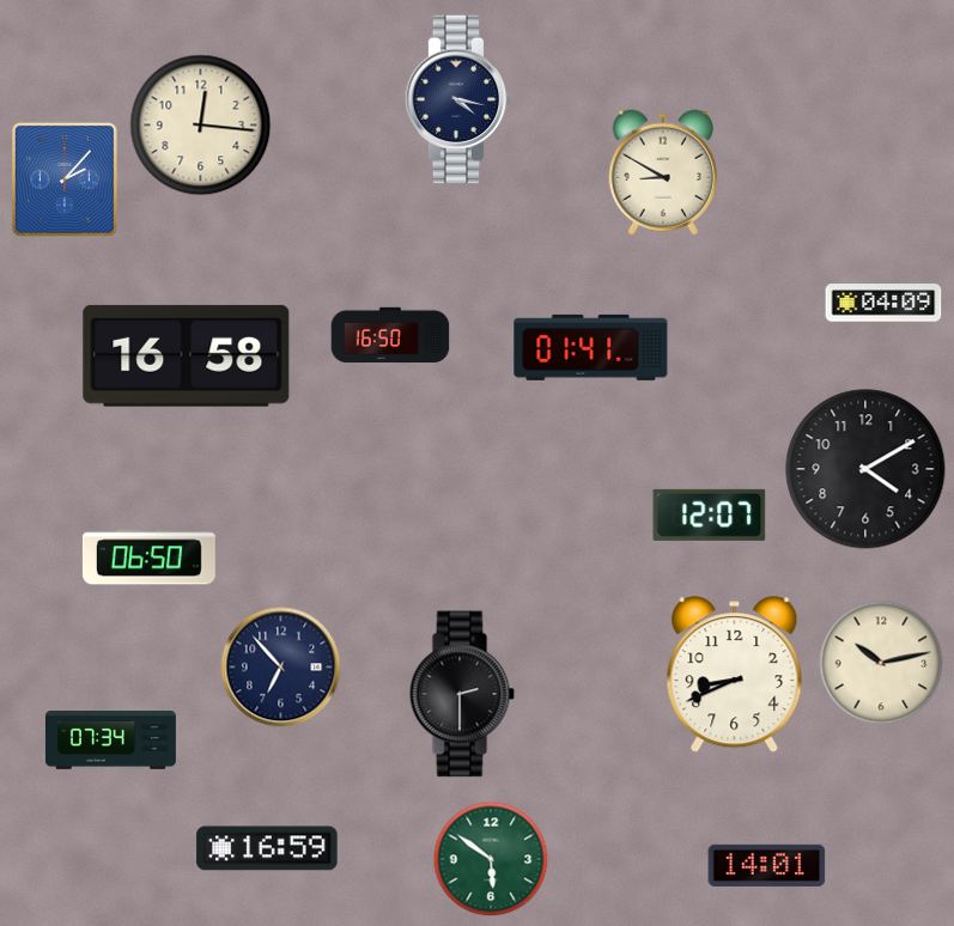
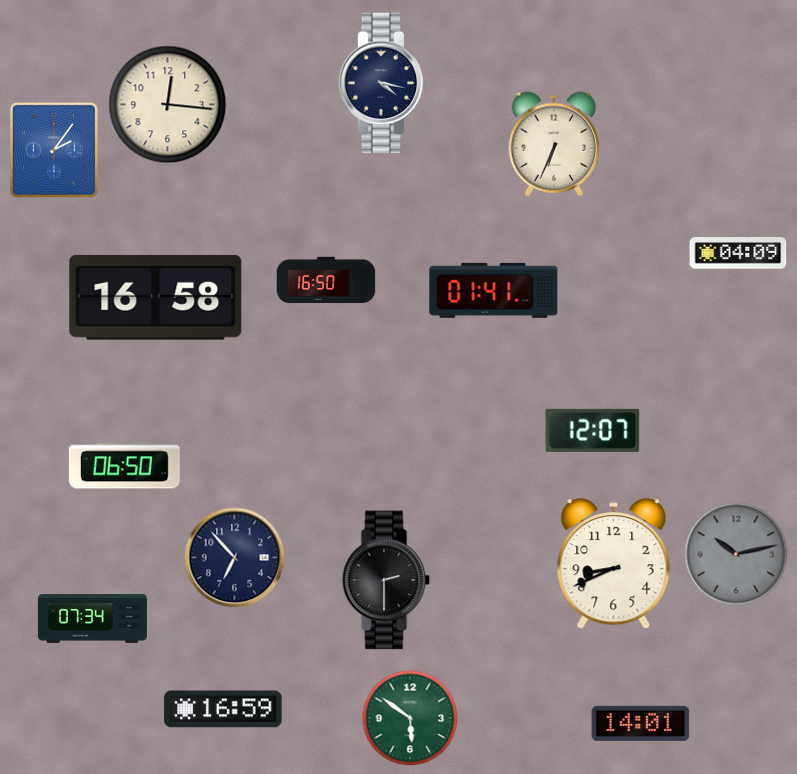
clock at (662, 172): 8:50 -> 6:34
clock at (65, 179): 2:07 -> 2:06
clock at (865, 469): 4:10 -> none
clock at (881, 663) dial: cream -> grey
